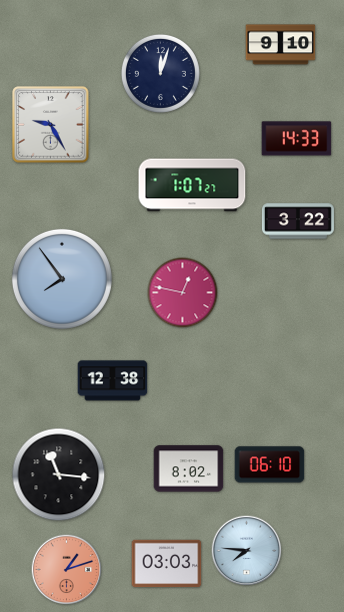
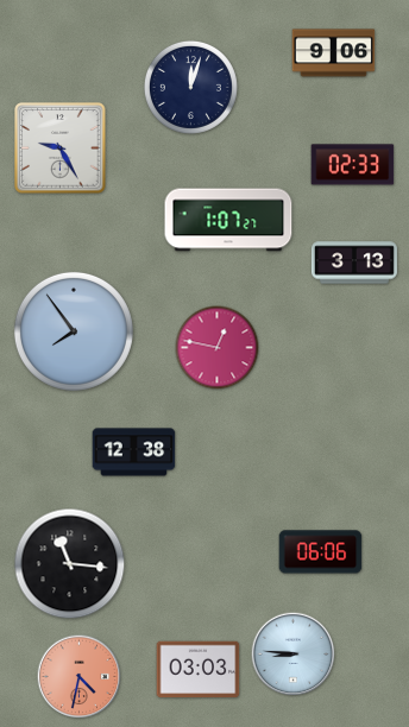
clock at (281, 45): 9:10 -> 9:06
clock at (297, 139): 14:33 -> 02:33
clock at (298, 221): 3:22 -> 3:13
clock at (270, 465): 06:10 -> 06:06
clock at (189, 469): 8:02 -> none
clock at (247, 551): 7:46 -> 8:46
clock at (67, 570): 1:12 -> 4:32
